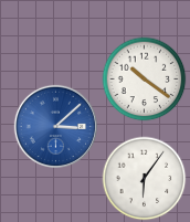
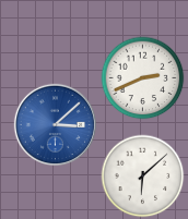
clock at (145, 80): 10:21 -> 2:41
clock at (145, 179): 6:06 -> 6:08
